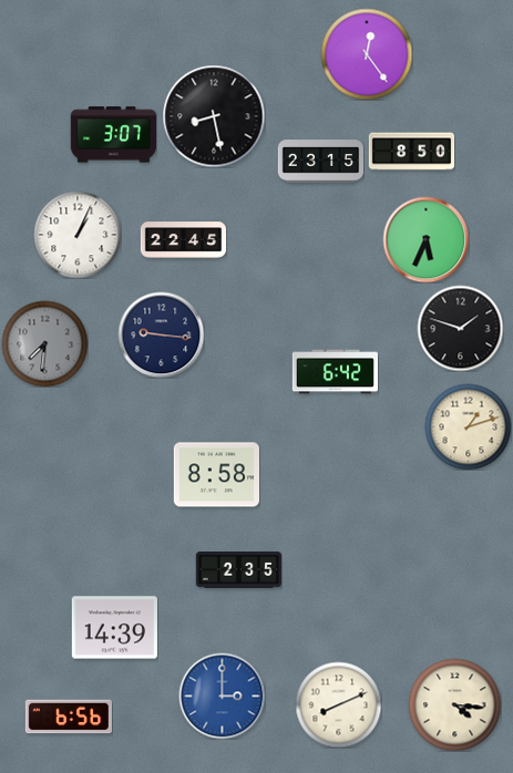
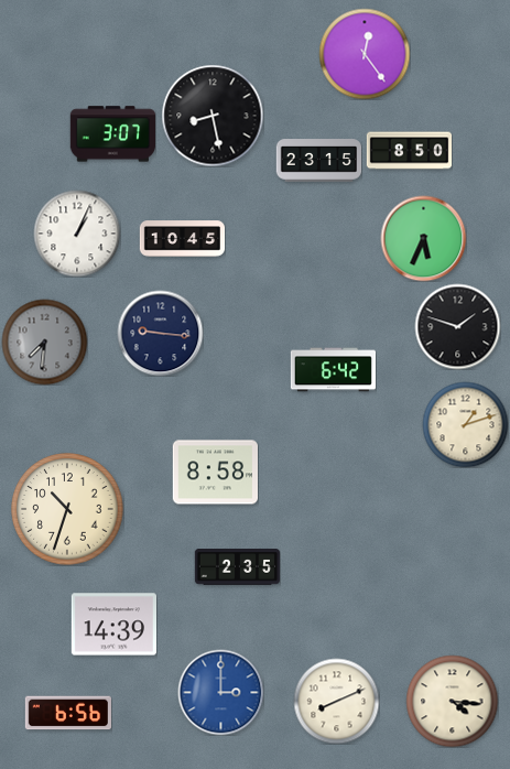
clock at (183, 240): 22:45 -> 10:45
clock at (67, 509): none -> 10:33
